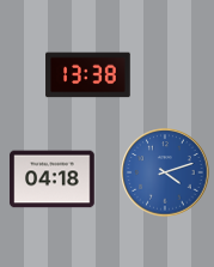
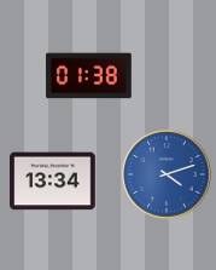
clock at (88, 75): 13:38 -> 01:38
clock at (53, 180): 04:18 -> 13:34
